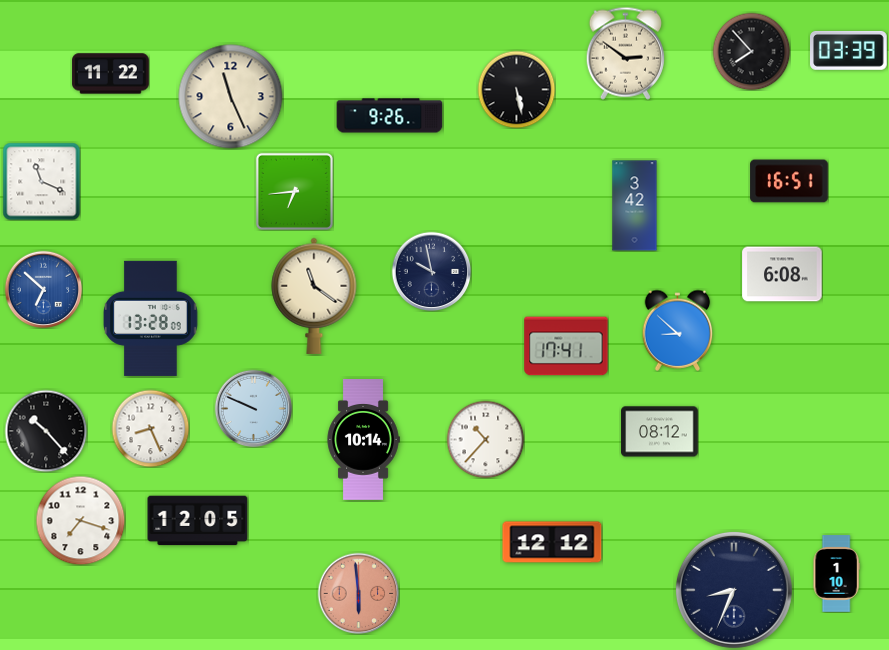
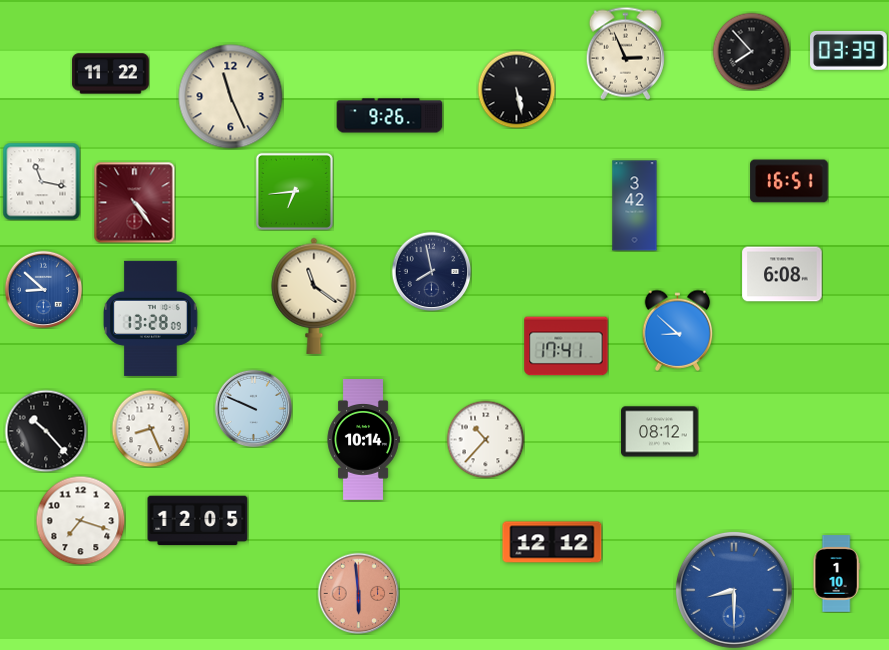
clock at (625, 53): 2:51 -> 2:56
clock at (41, 181): 11:19 -> 11:17
clock at (134, 202): none -> 4:24
clock at (431, 271): 9:58 -> 7:58
clock at (43, 289): 6:52 -> 8:52
clock at (734, 590): 8:34 -> 8:30
clock at (734, 590) dial: navy -> blue
